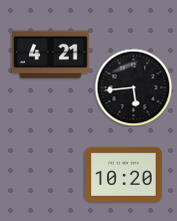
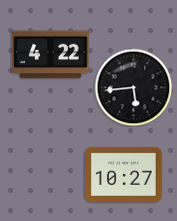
clock at (51, 55): 4:21 -> 4:22
clock at (124, 174): 10:20 -> 10:27
